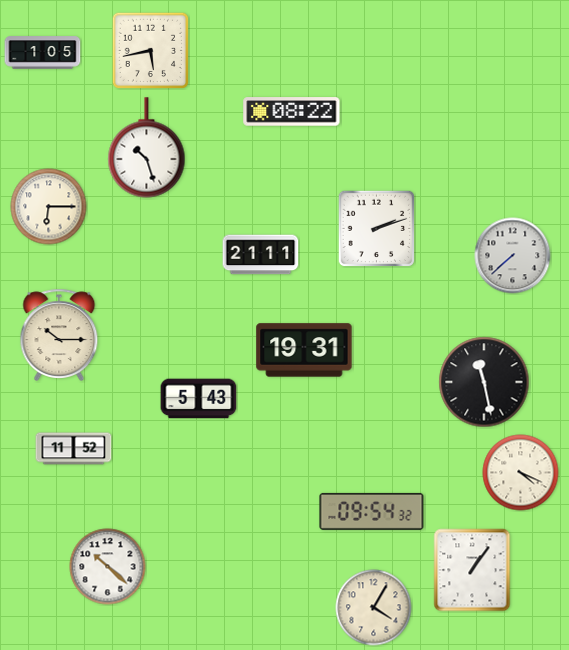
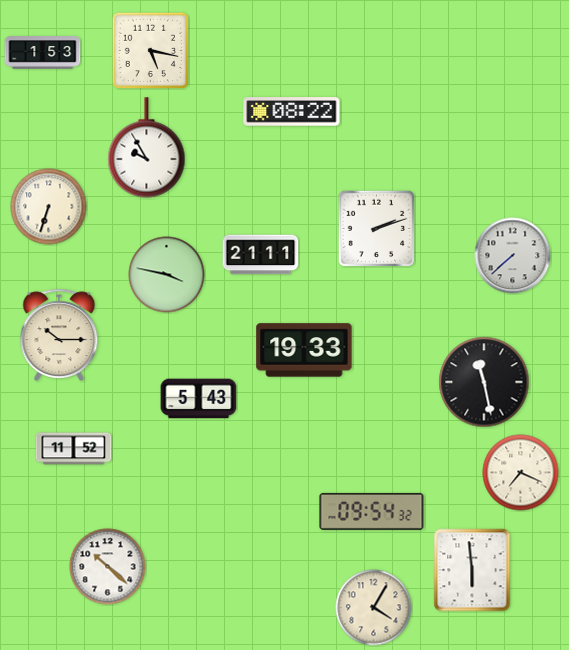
clock at (150, 50): 5:43 -> 5:17
clock at (43, 53): 1:05 -> 1:53
clock at (147, 148): 10:27 -> 9:55
clock at (49, 207): 6:15 -> 6:33
clock at (167, 275): none -> 3:47
clock at (304, 350): 19:31 -> 19:33
clock at (521, 473): 4:19 -> 7:19
clock at (472, 570): 1:06 -> 5:59
